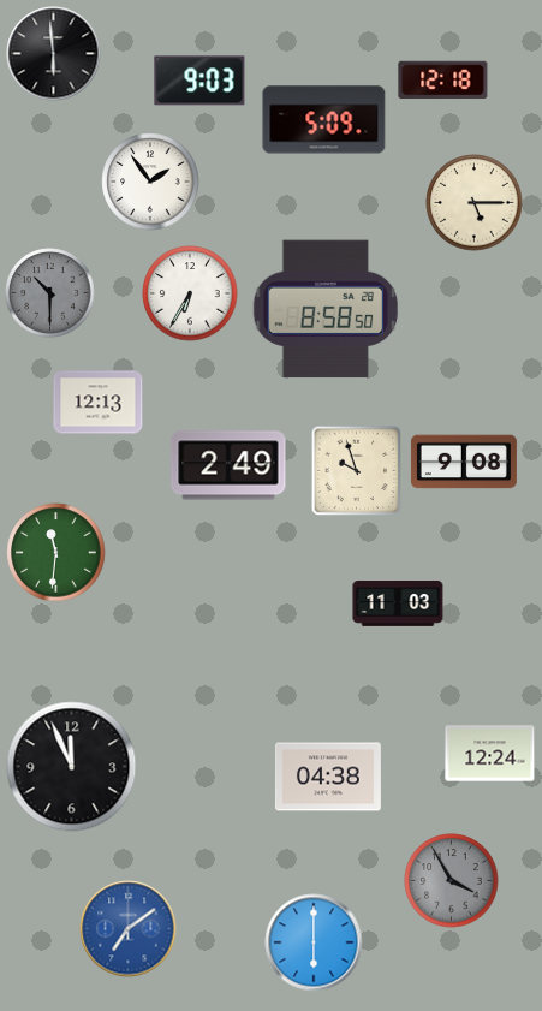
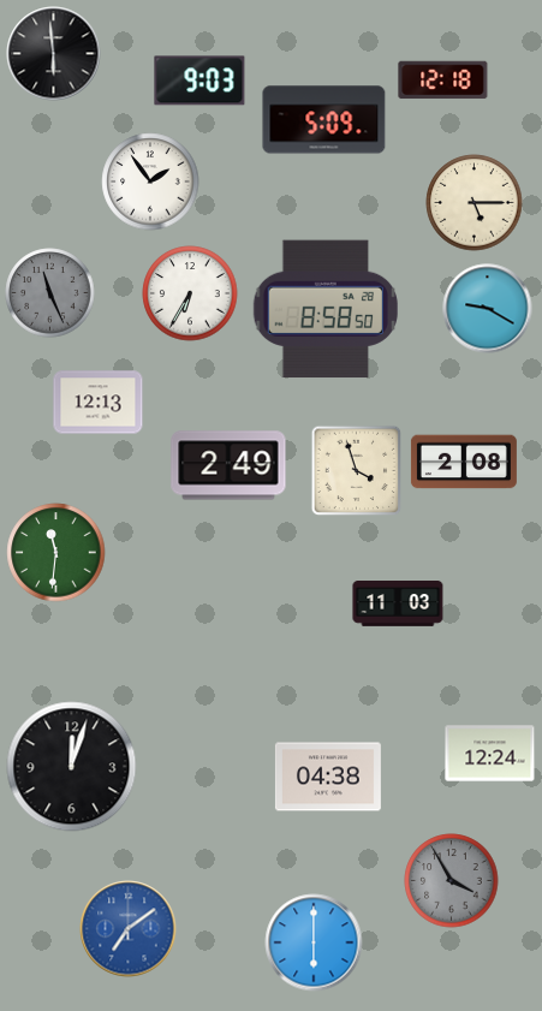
clock at (50, 293): 10:30 -> 11:26
clock at (488, 309): none -> 9:20
clock at (464, 462): 9:08 -> 2:08
clock at (357, 471): 9:57 -> 3:57
clock at (72, 767): 11:56 -> 12:03
